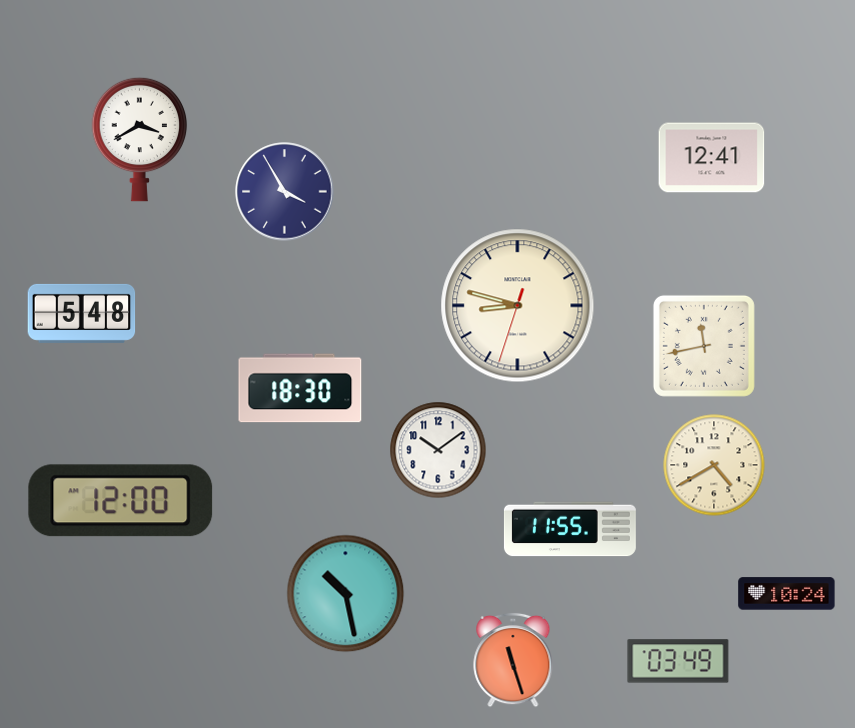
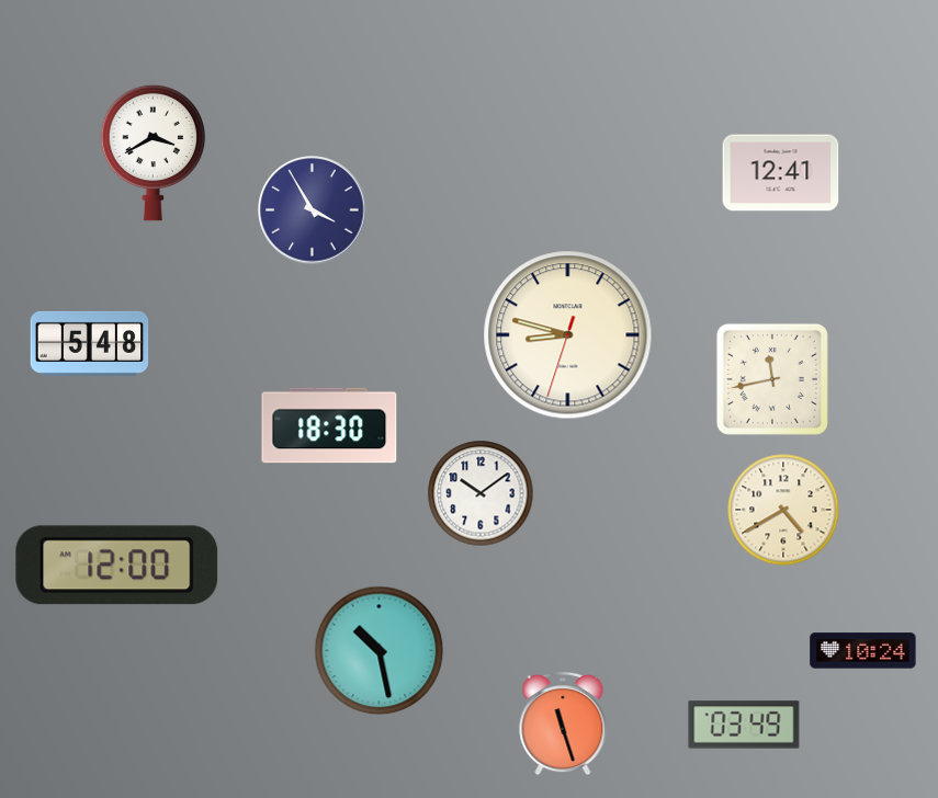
clock at (121, 501) position: (121, 501) -> (117, 566)
clock at (570, 529): 11:55 -> none
